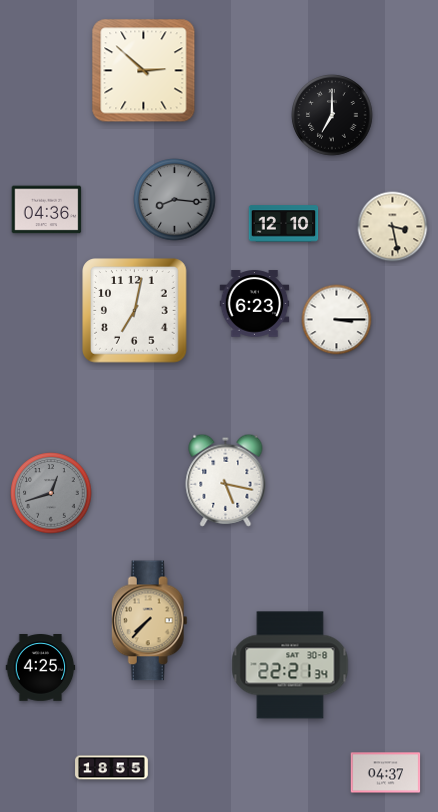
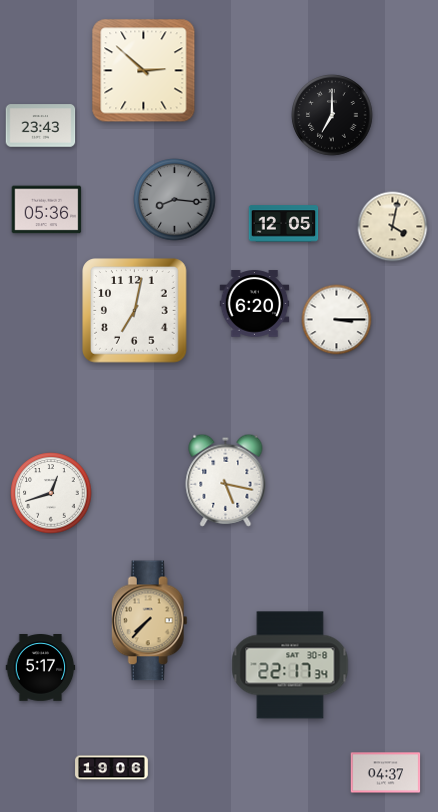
clock at (41, 126): none -> 23:43
clock at (47, 210): 04:36 -> 05:36
clock at (284, 224): 12:10 -> 12:05
clock at (393, 227): 3:28 -> 4:02
clock at (255, 304): 6:23 -> 6:20
clock at (51, 493) dial: grey -> white
clock at (290, 665): 22:21 -> 22:17
clock at (41, 668): 4:25 -> 5:17
clock at (112, 768): 18:55 -> 19:06
